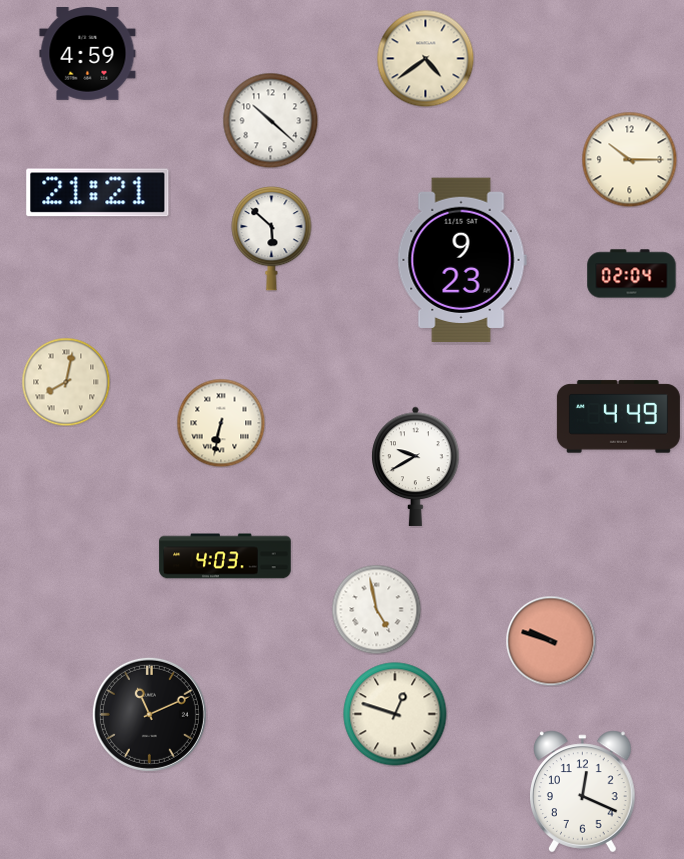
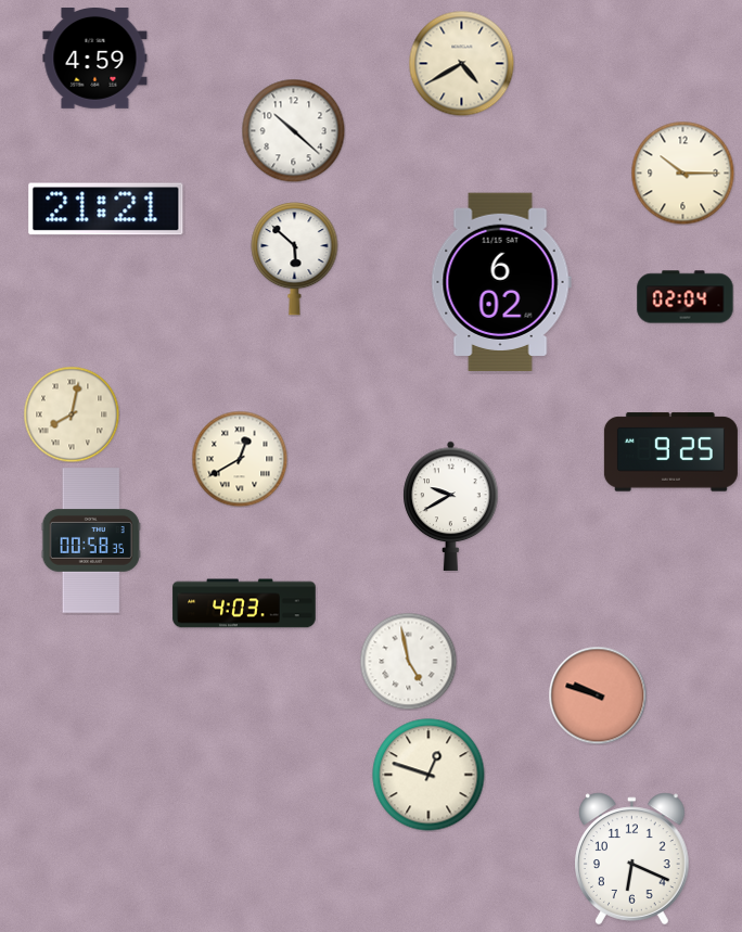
clock at (425, 58): 4:39 -> 4:40
clock at (462, 259): 9:23 -> 6:02
clock at (618, 417): 4:49 -> 9:25
clock at (221, 423): 6:32 -> 12:40
clock at (91, 540): none -> 00:58
clock at (149, 714): 11:11 -> none
clock at (583, 792): 12:19 -> 6:19
